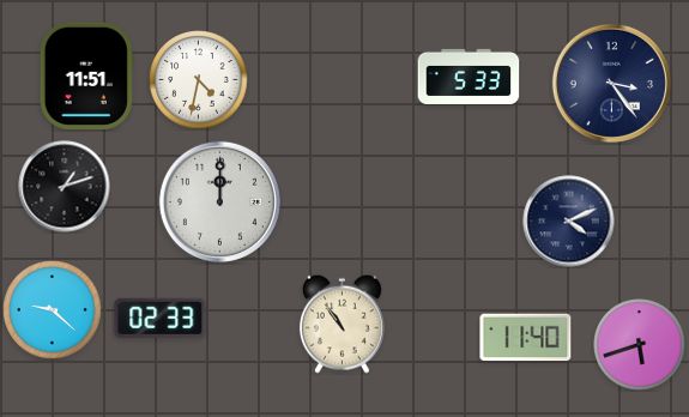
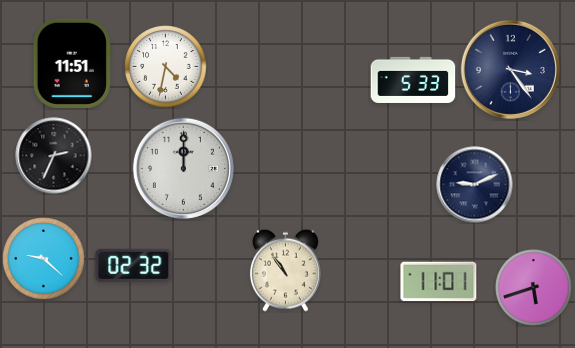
clock at (469, 77) position: (469, 77) -> (413, 80)
clock at (65, 187): 1:12 -> 2:34
clock at (569, 222): 4:11 -> 9:11
clock at (161, 318): 02:33 -> 02:32
clock at (526, 338): 11:40 -> 11:01
